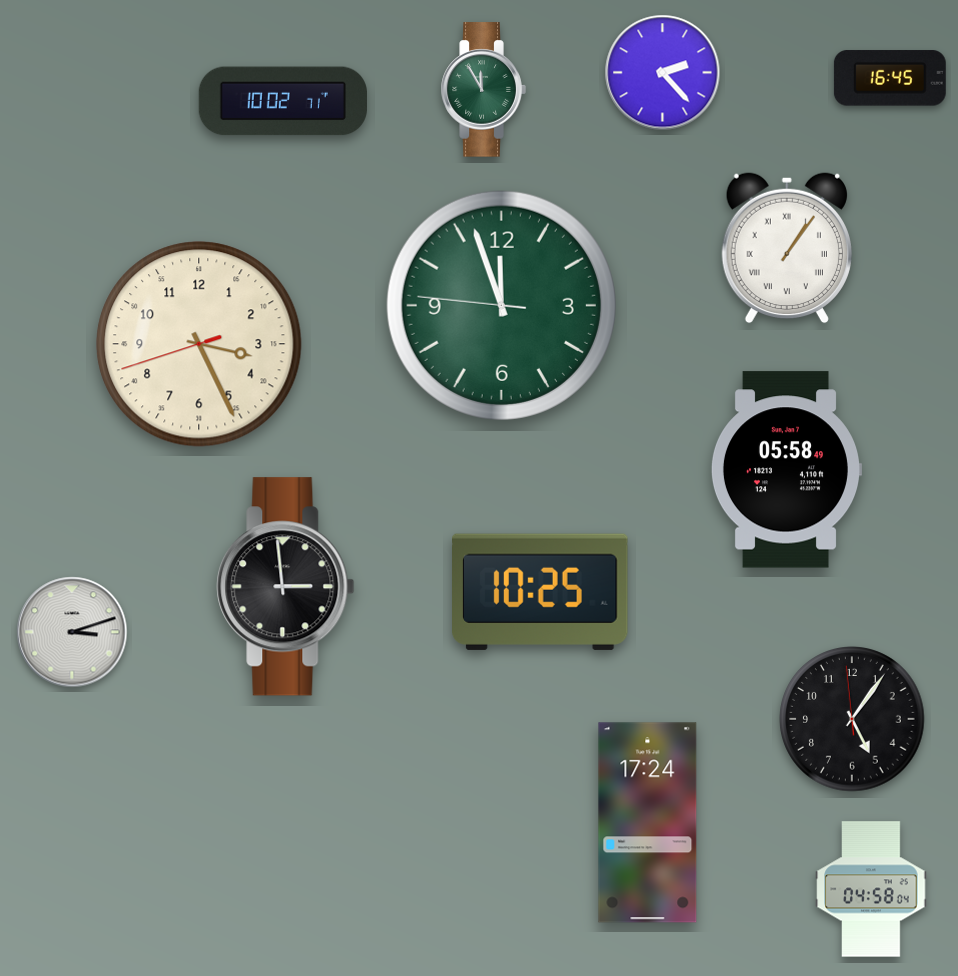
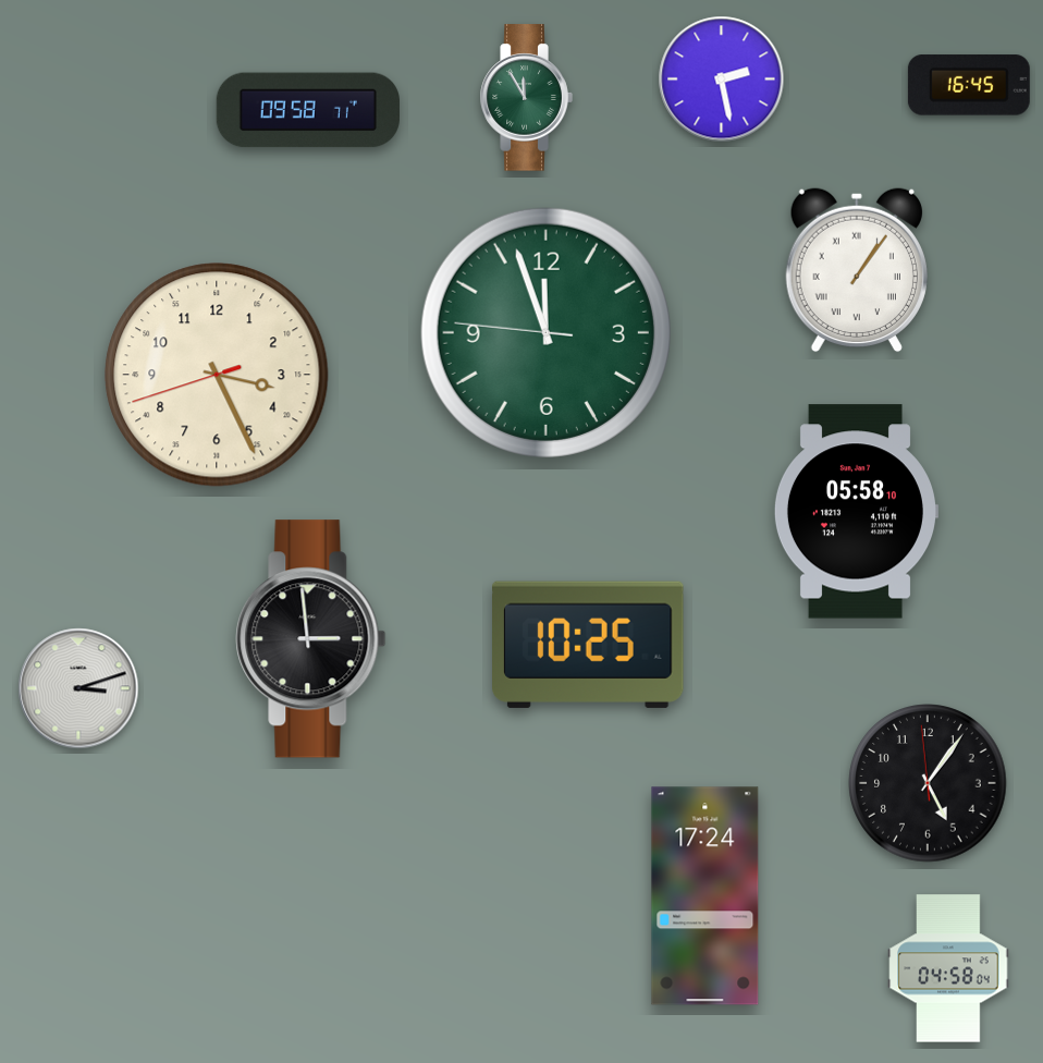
clock at (663, 73): 2:23 -> 2:28
clock at (283, 101): 10:02 -> 09:58
clock at (785, 470): 05:58:49 -> 05:58:10
